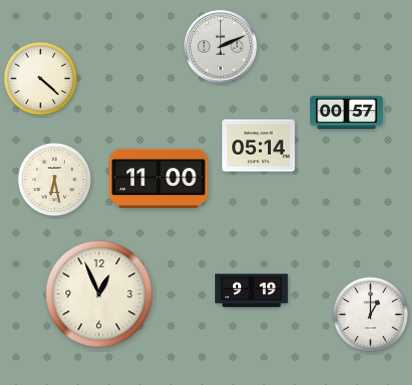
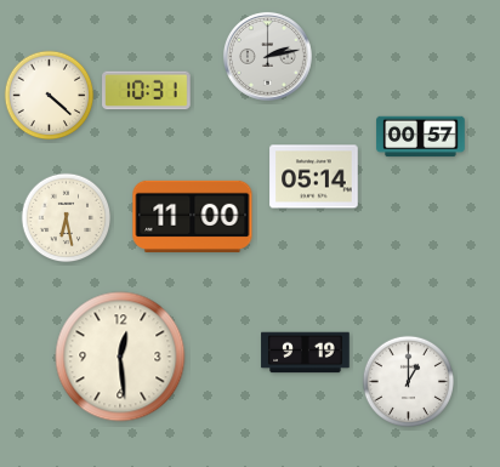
clock at (220, 46): 2:11 -> 2:13
clock at (147, 91): none -> 10:31
clock at (99, 294): 12:56 -> 12:29
clock at (371, 315) position: (371, 315) -> (409, 382)
